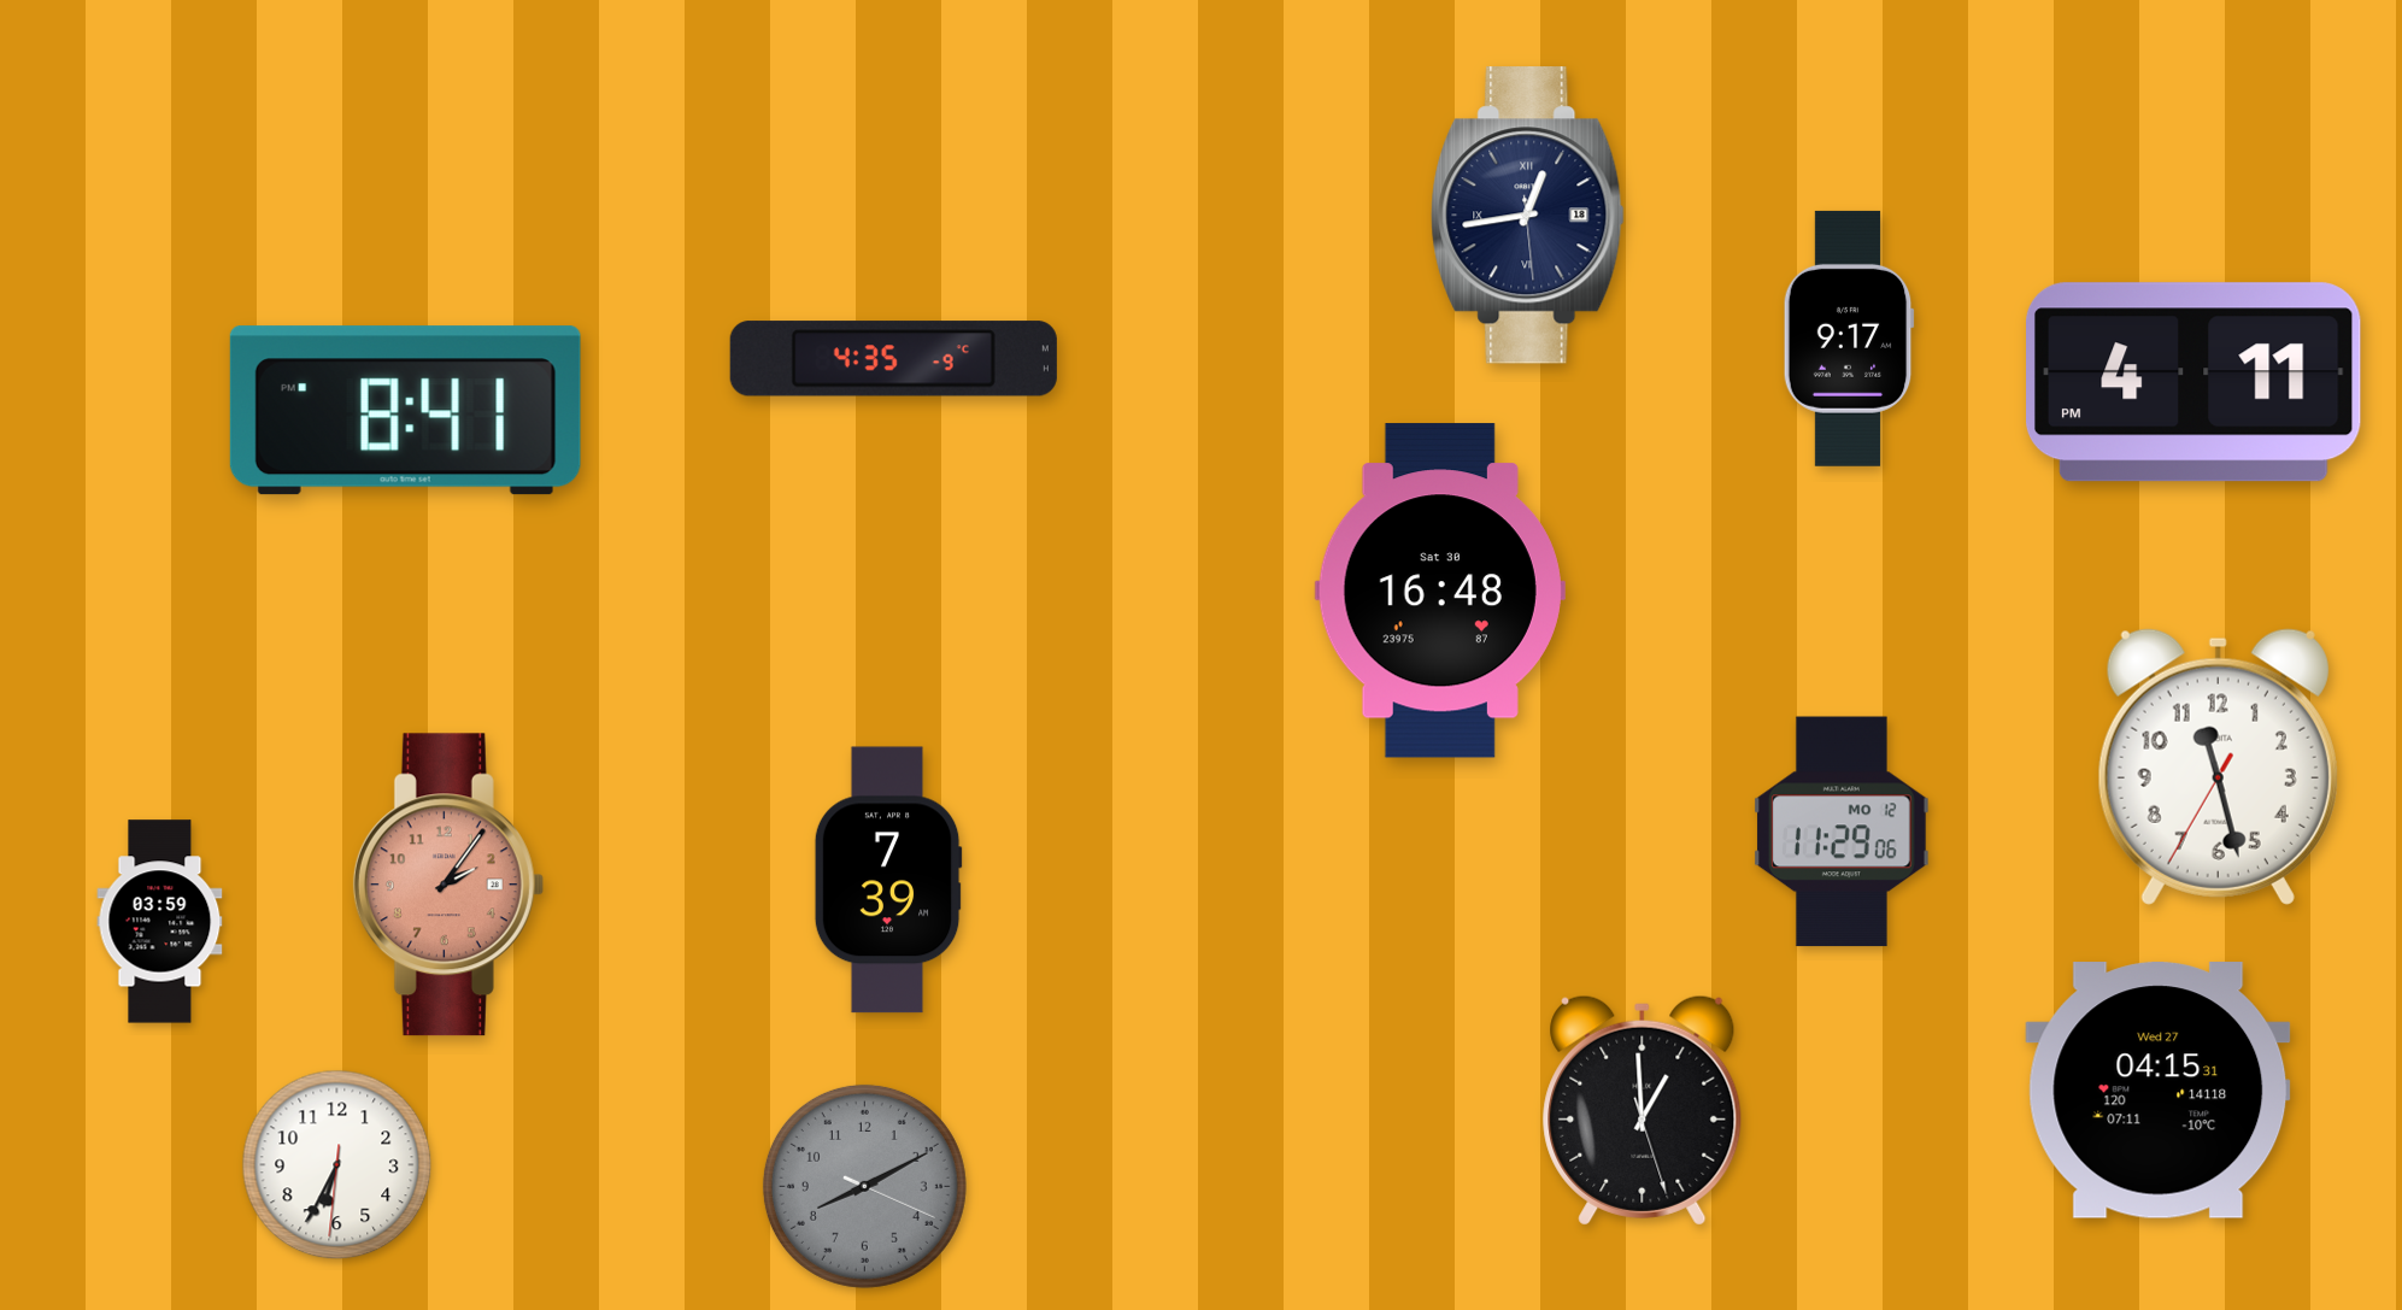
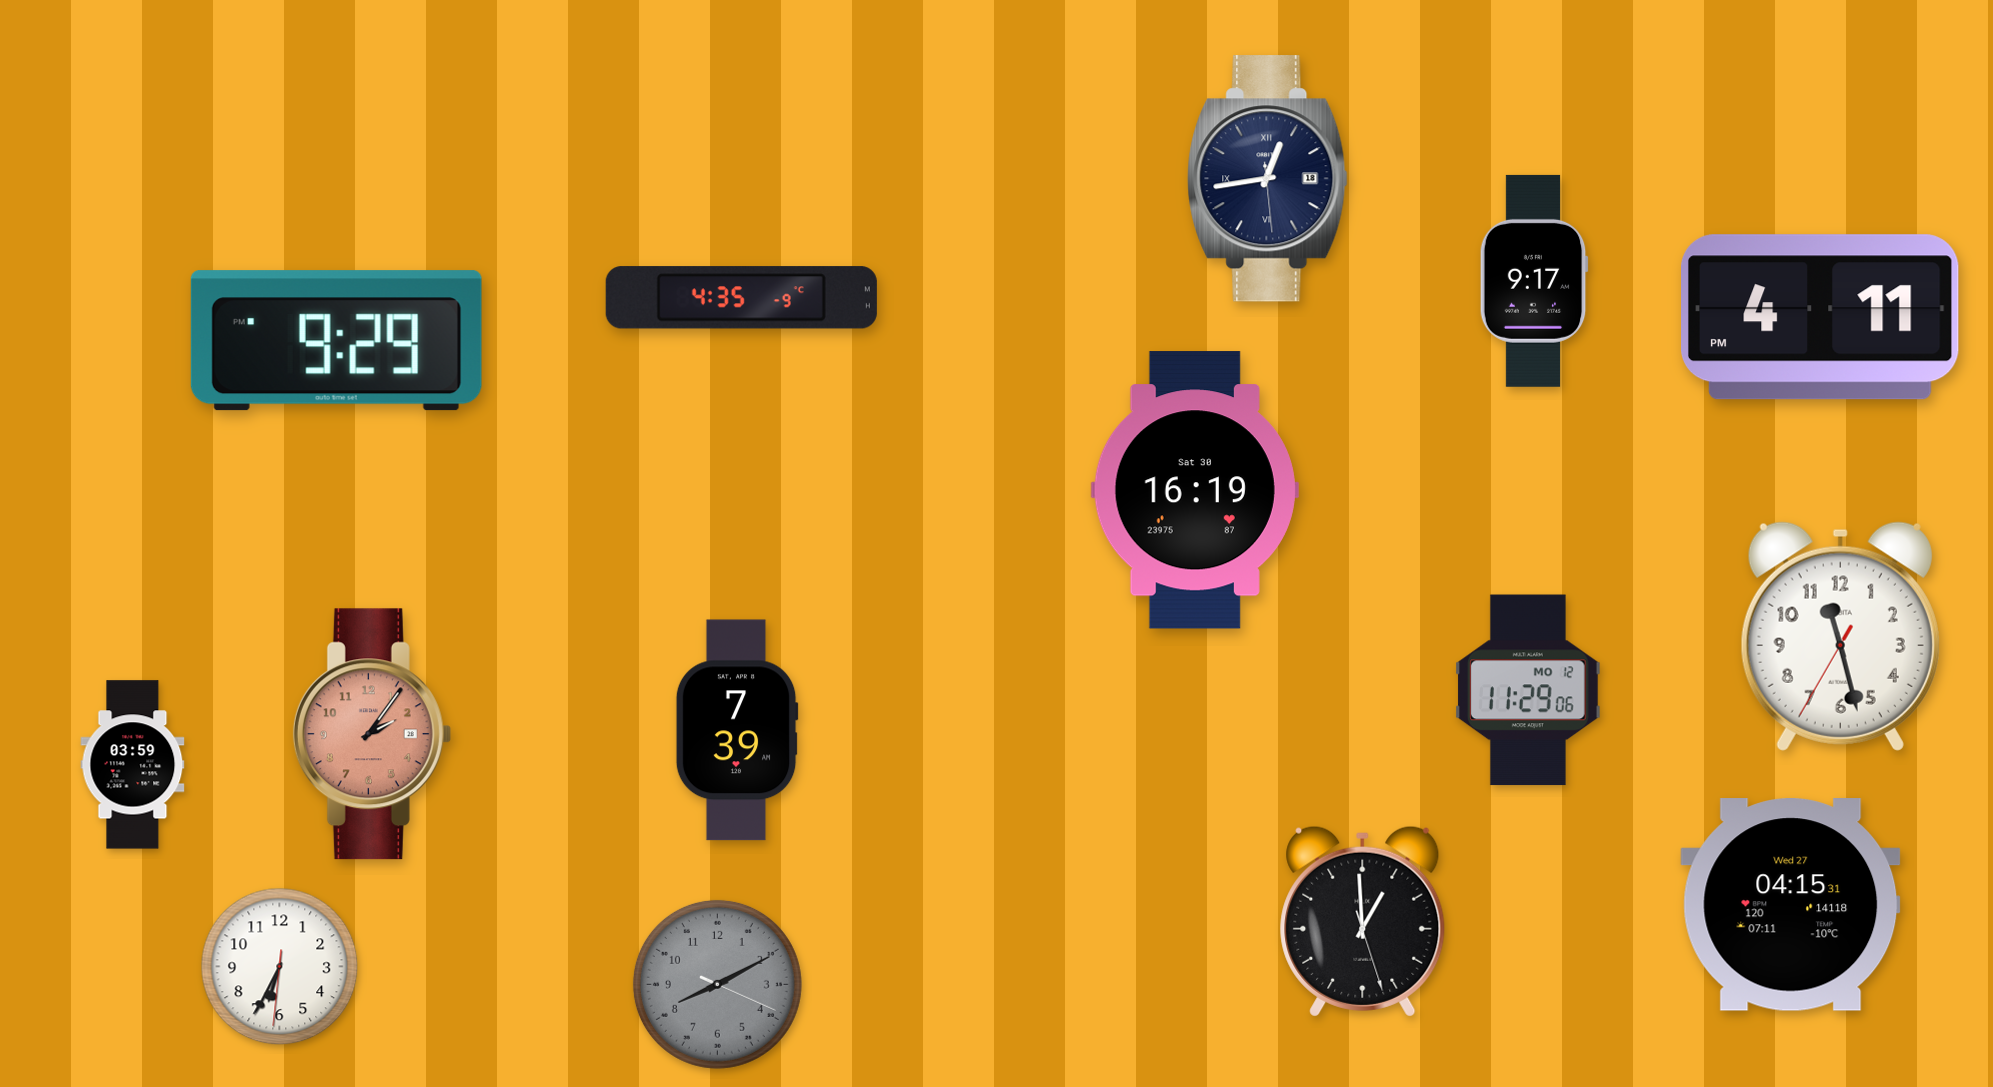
clock at (405, 411): 8:41 -> 9:29
clock at (1440, 591): 16:48 -> 16:19
